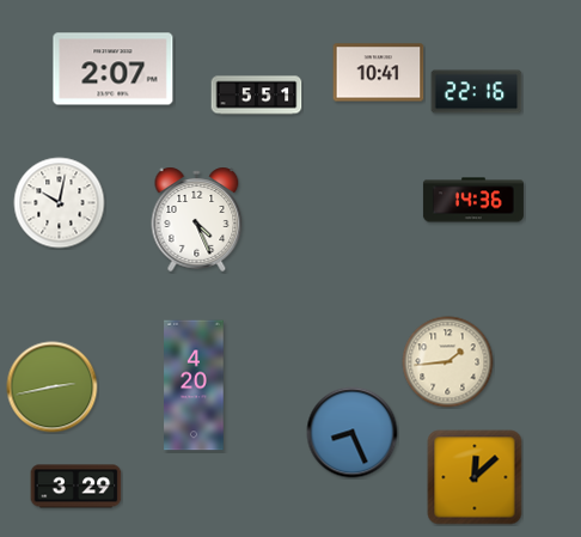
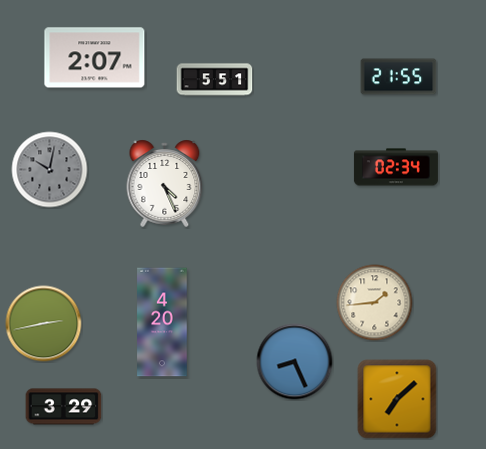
clock at (379, 73): 10:41 -> none
clock at (477, 92): 22:16 -> 21:55
clock at (473, 200): 14:36 -> 02:34
clock at (60, 203) dial: white -> grey
clock at (475, 477): 12:08 -> 7:08
